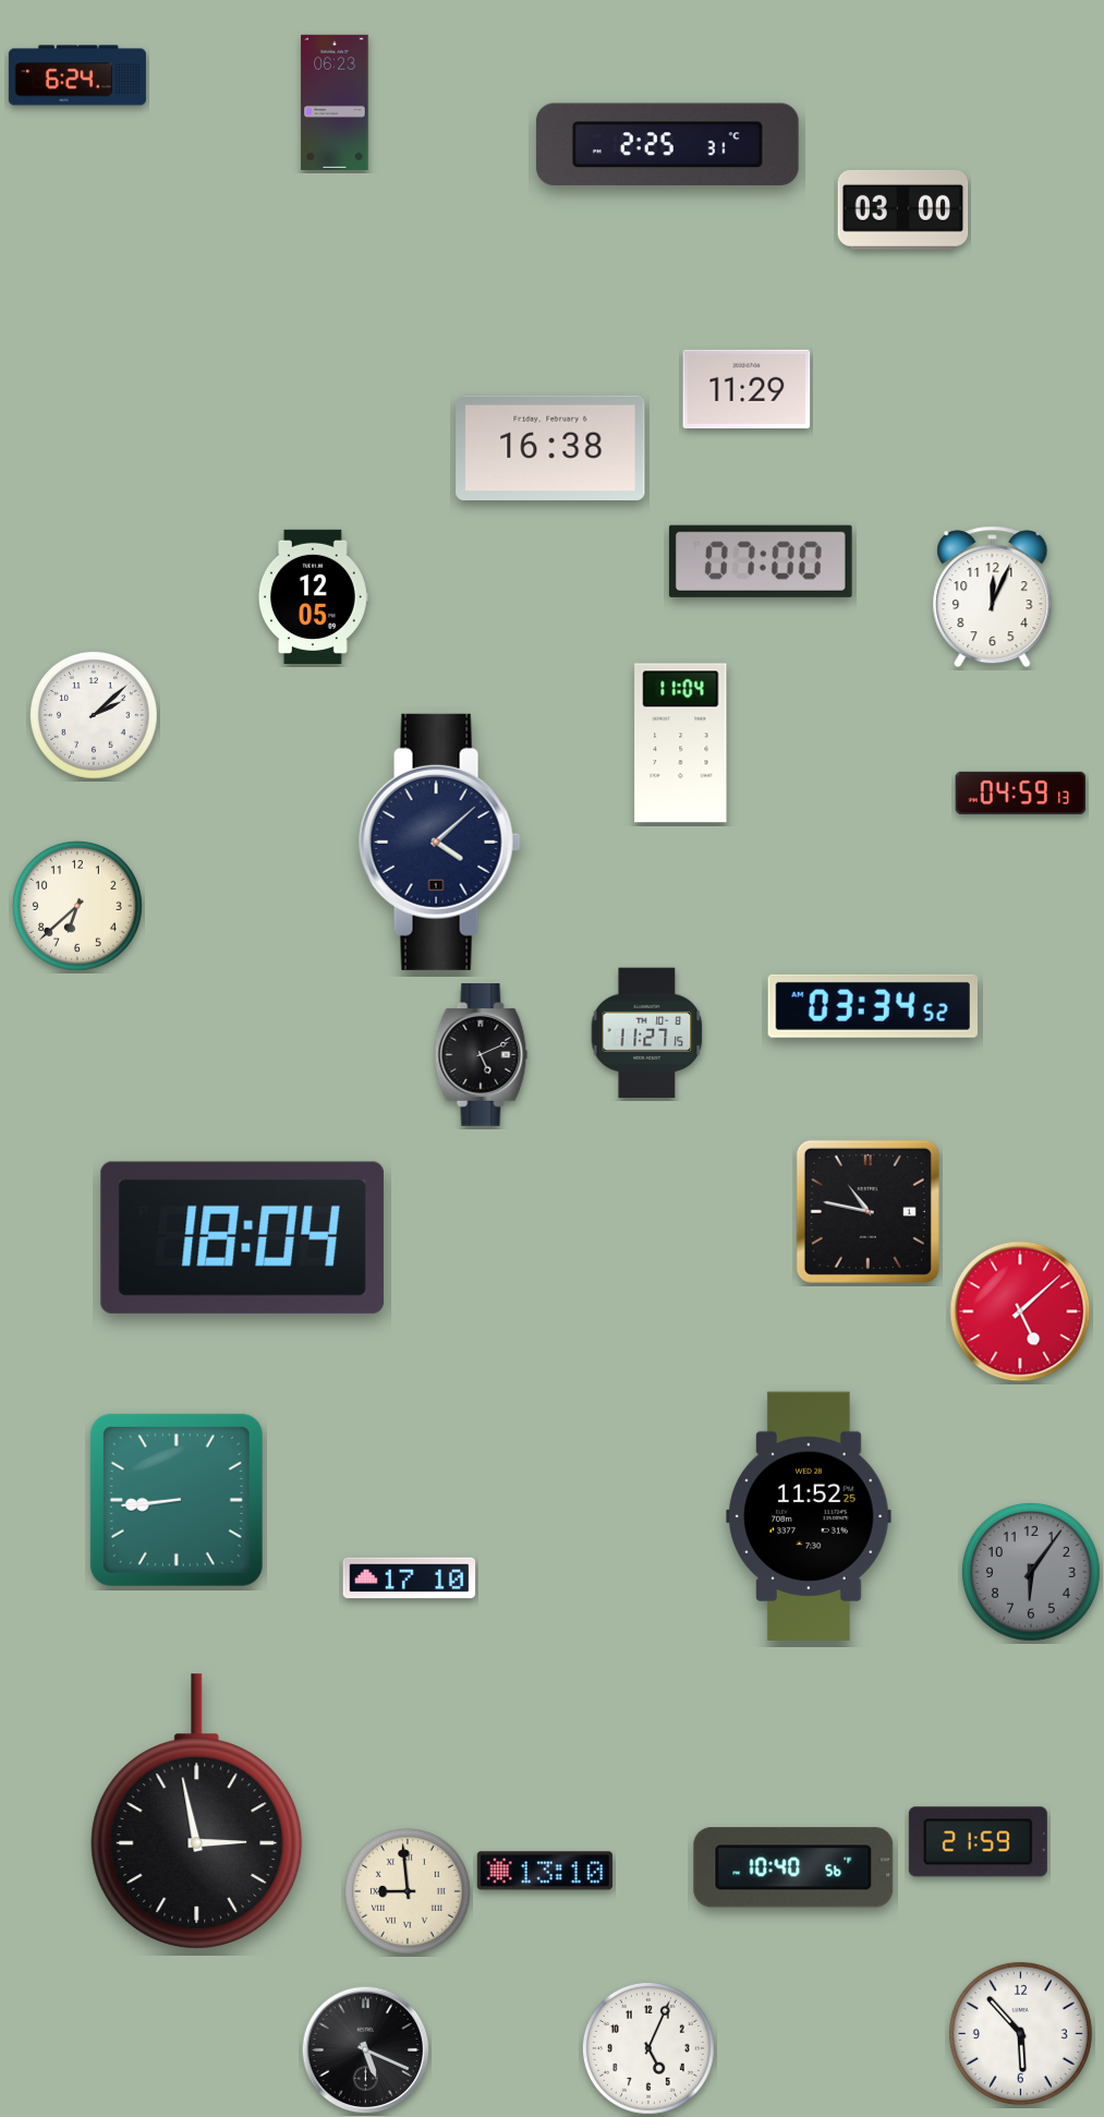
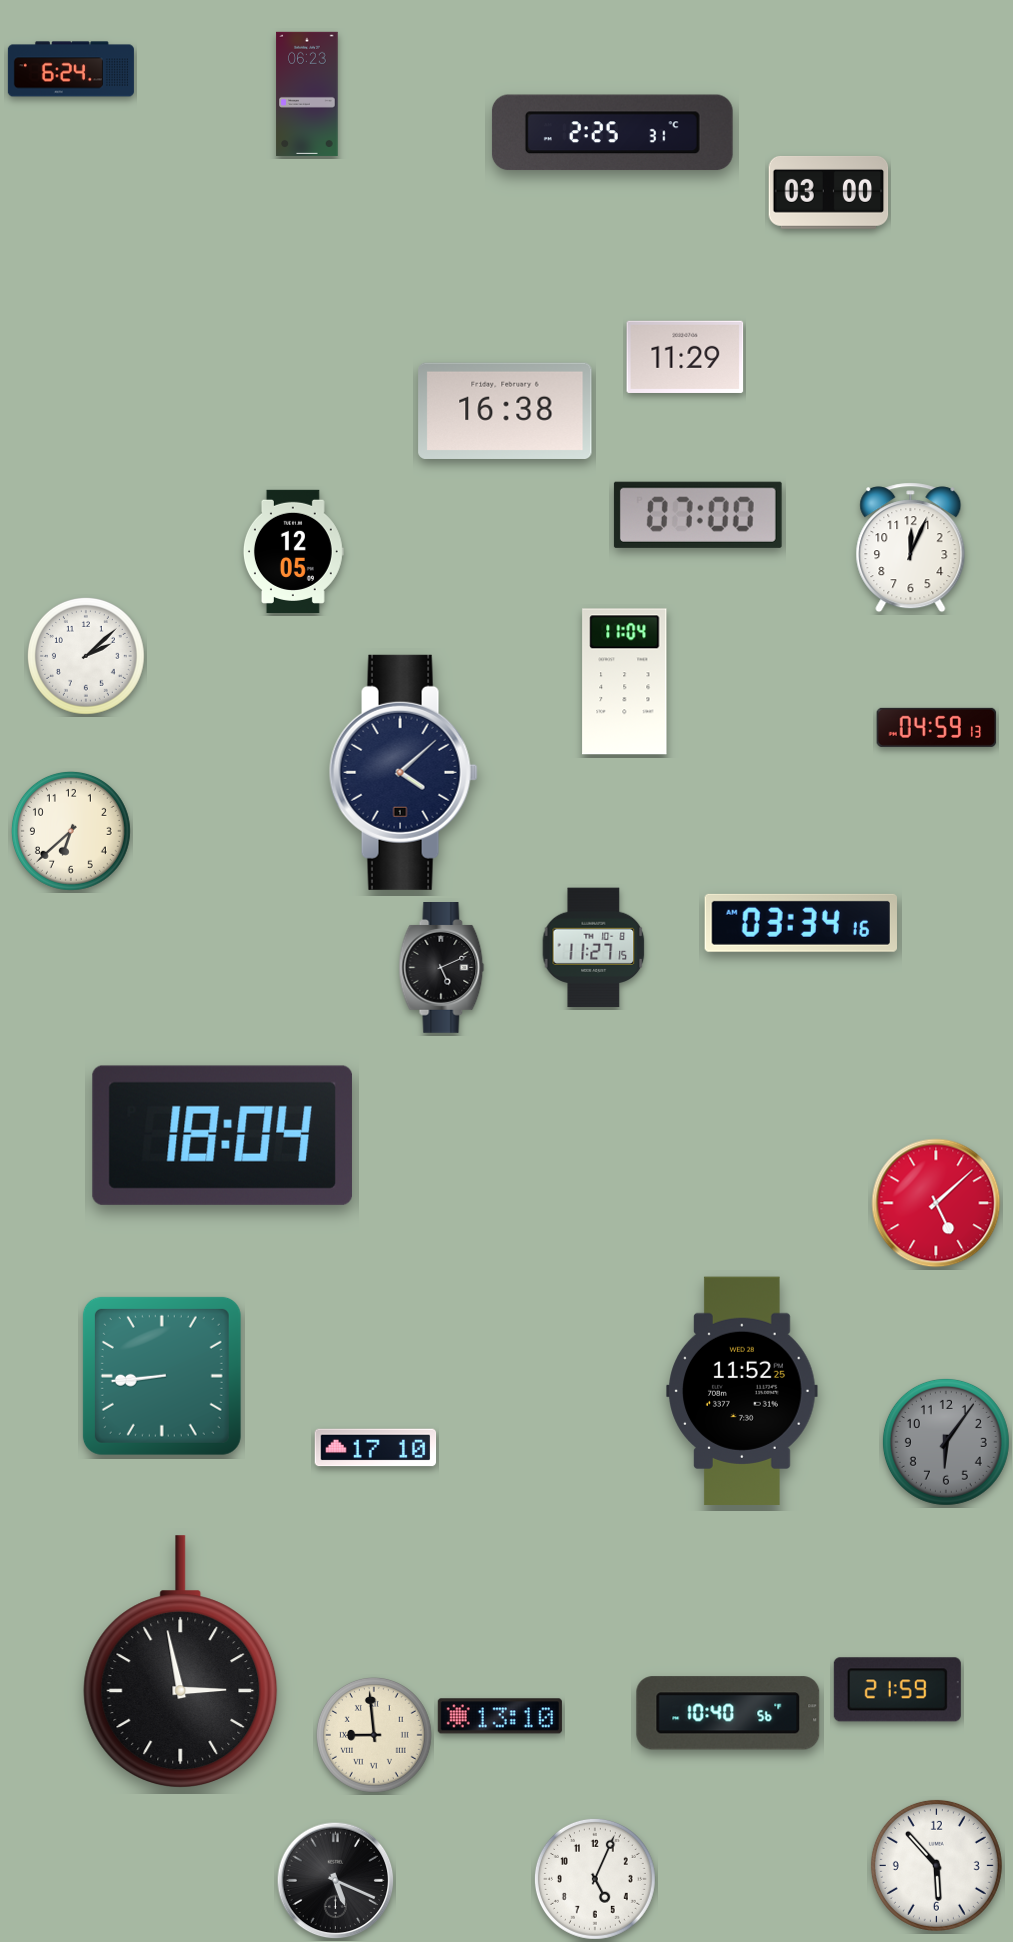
clock at (313, 596) position: (313, 596) -> (293, 551)
clock at (872, 1006): 03:34:52 -> 03:34:16
clock at (868, 1211): 10:47 -> none
